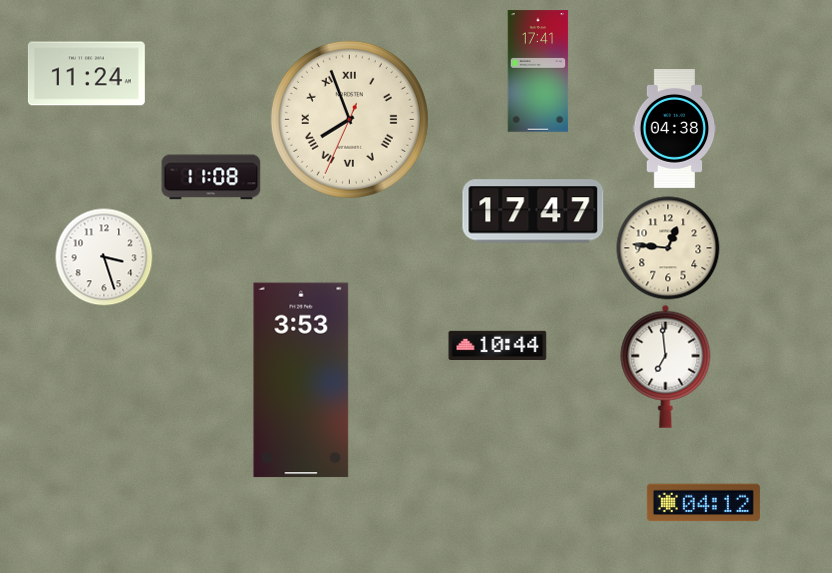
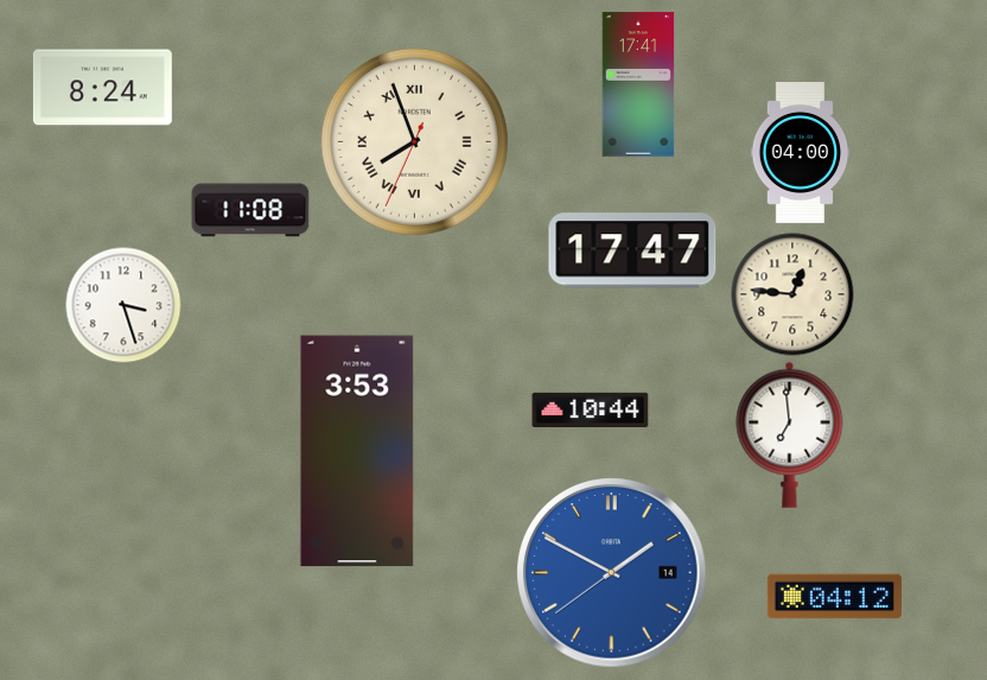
clock at (86, 74): 11:24 -> 8:24
clock at (675, 129): 04:38 -> 04:00
clock at (612, 573): none -> 1:49
